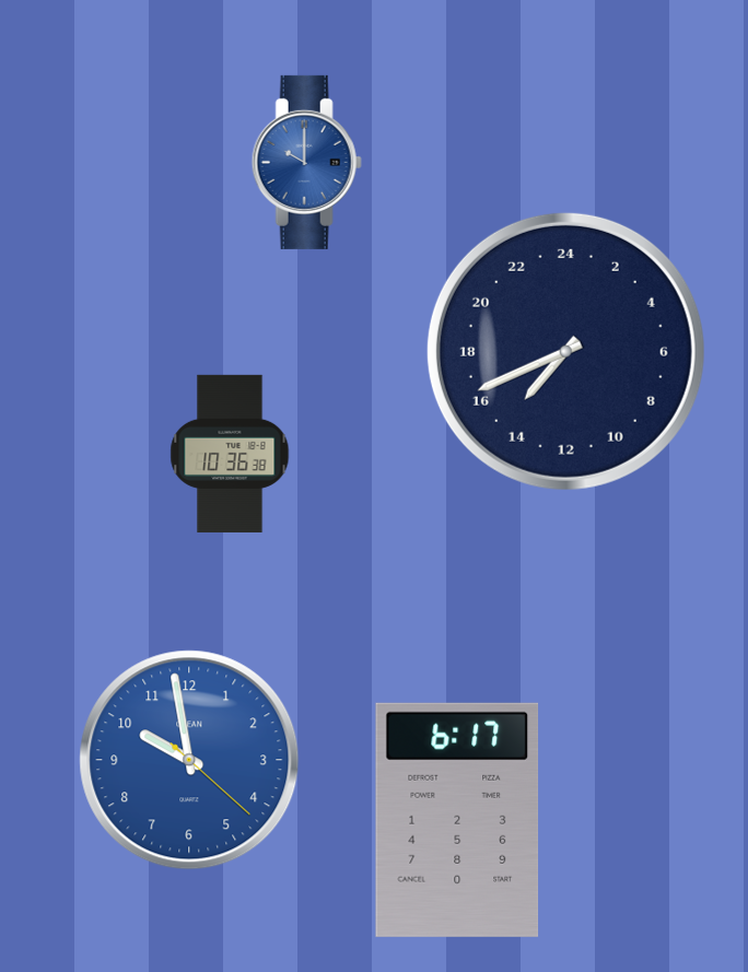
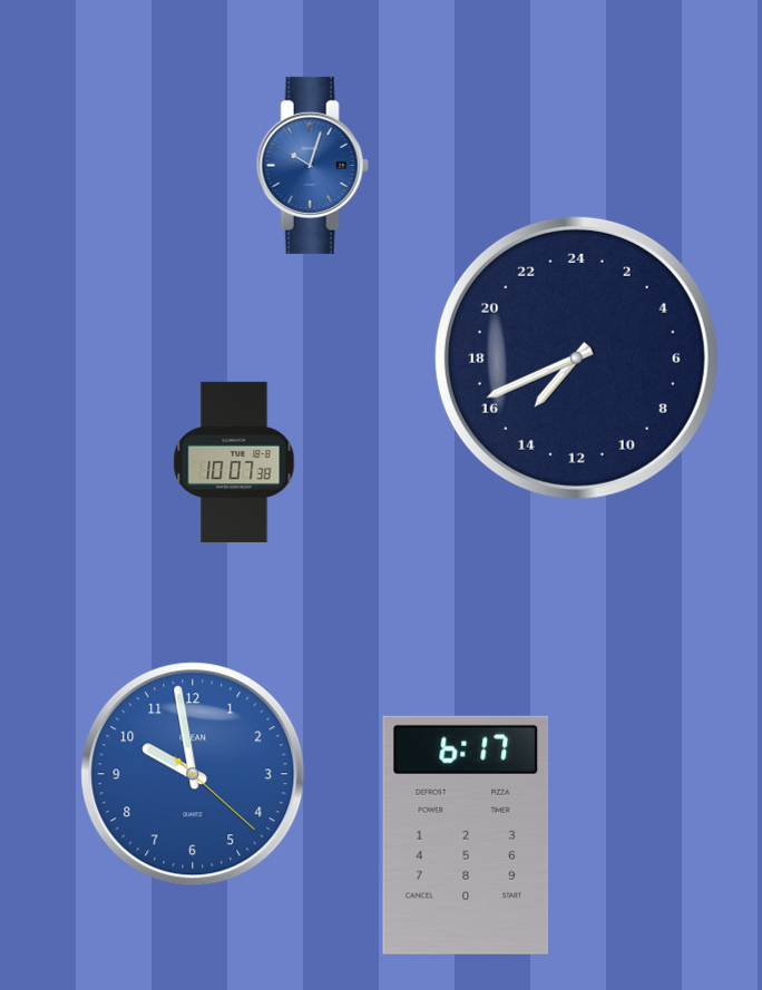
clock at (306, 162): 10:00 -> 10:03
clock at (230, 454): 10:36 -> 10:07
